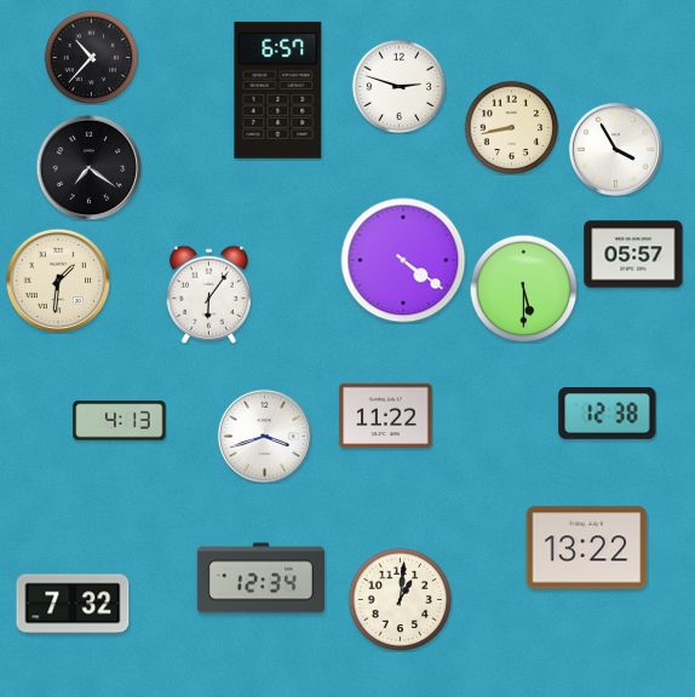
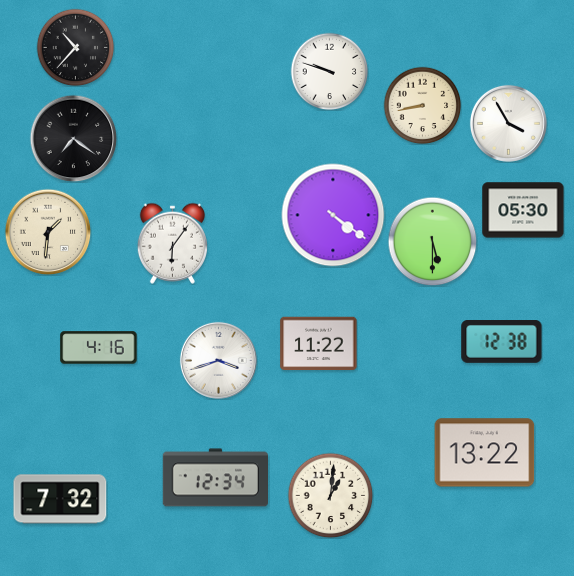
clock at (398, 86): 2:48 -> 9:48
clock at (278, 90): 6:57 -> none
clock at (633, 254): 05:57 -> 05:30
clock at (523, 288) position: (523, 288) -> (432, 241)
clock at (120, 421): 4:13 -> 4:16
